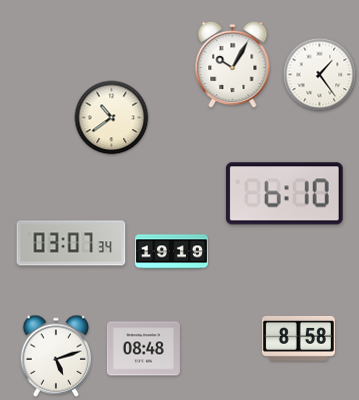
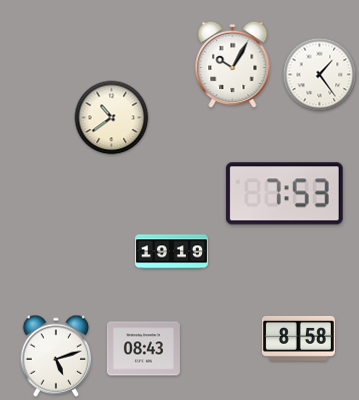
clock at (284, 194): 6:10 -> 7:53
clock at (71, 243): 03:07 -> none
clock at (143, 349): 08:48 -> 08:43
